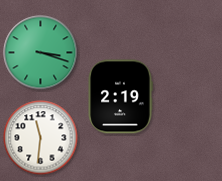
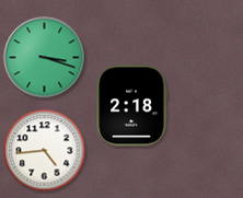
clock at (120, 97): 2:19 -> 2:18
clock at (41, 138): 11:31 -> 4:44
